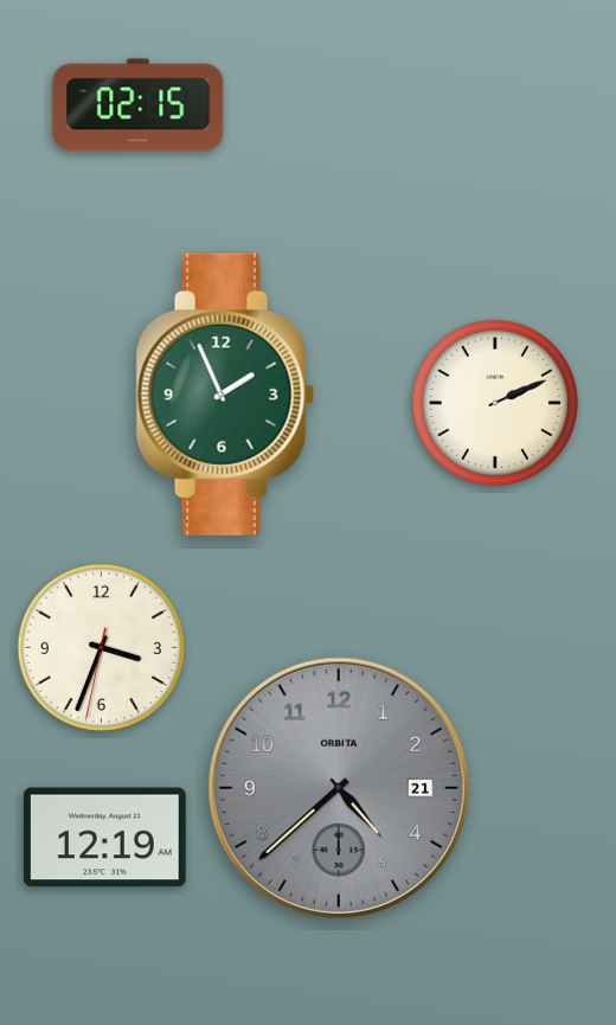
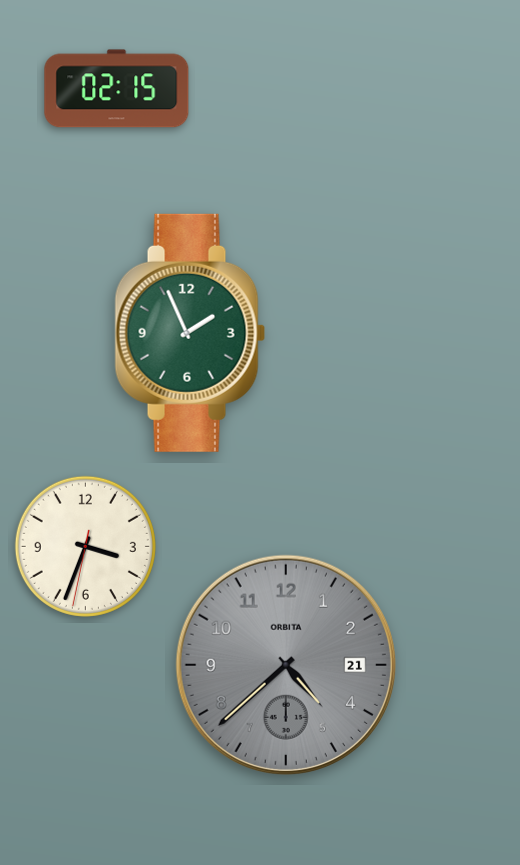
clock at (495, 403): 2:11 -> none
clock at (104, 838): 12:19 -> none
